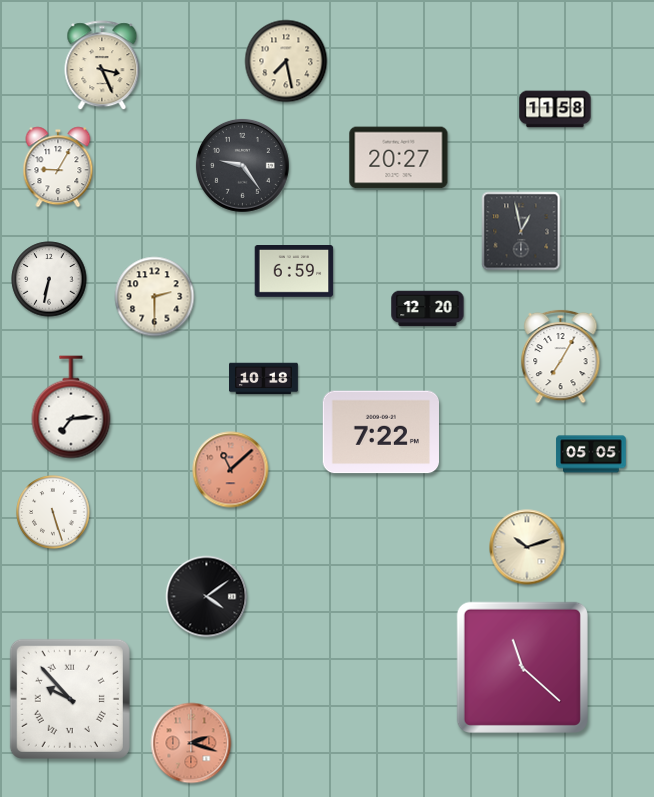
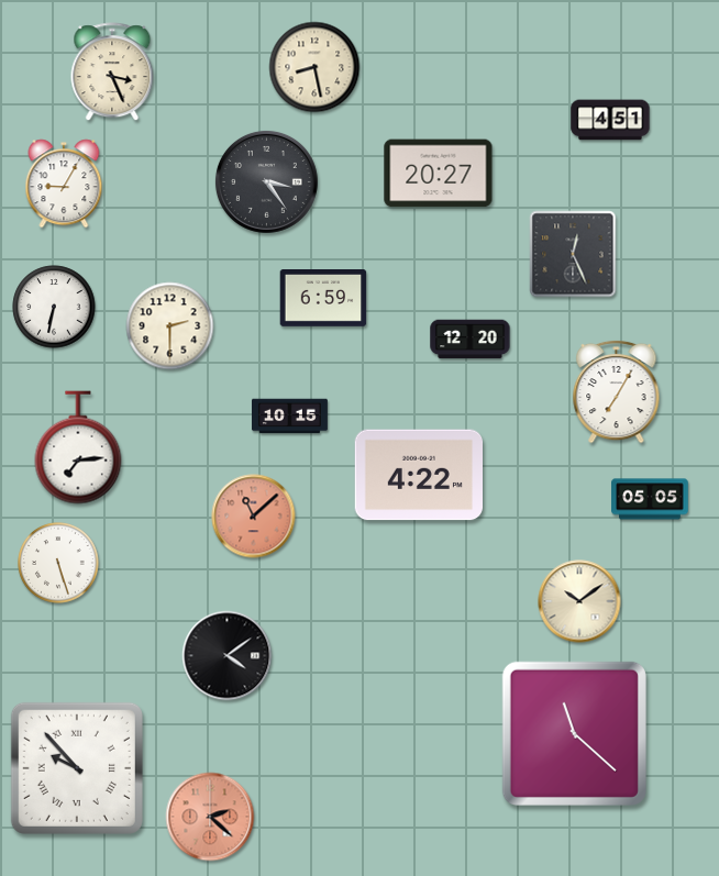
clock at (286, 61): 7:28 -> 8:28
clock at (555, 109): 11:58 -> 4:51
clock at (242, 165): 9:24 -> 3:24
clock at (521, 231): 12:58 -> 12:26
clock at (264, 379): 10:18 -> 10:15
clock at (380, 432): 7:22 -> 4:22
clock at (527, 547): 10:12 -> 10:09
clock at (191, 743): 2:18 -> 2:22
